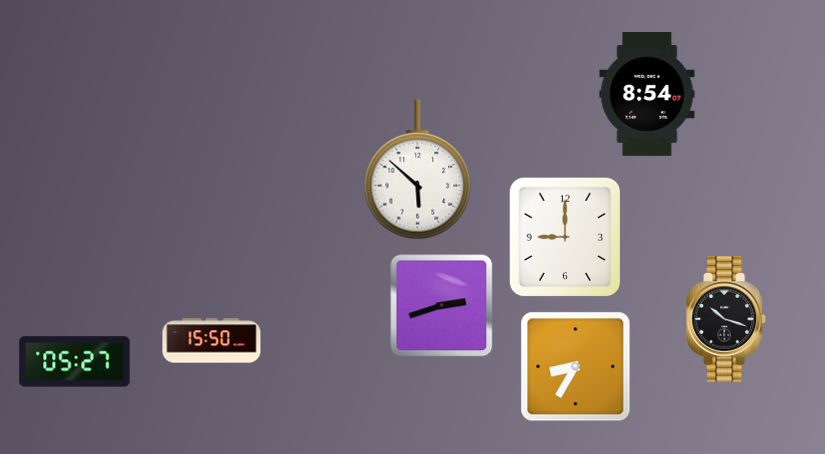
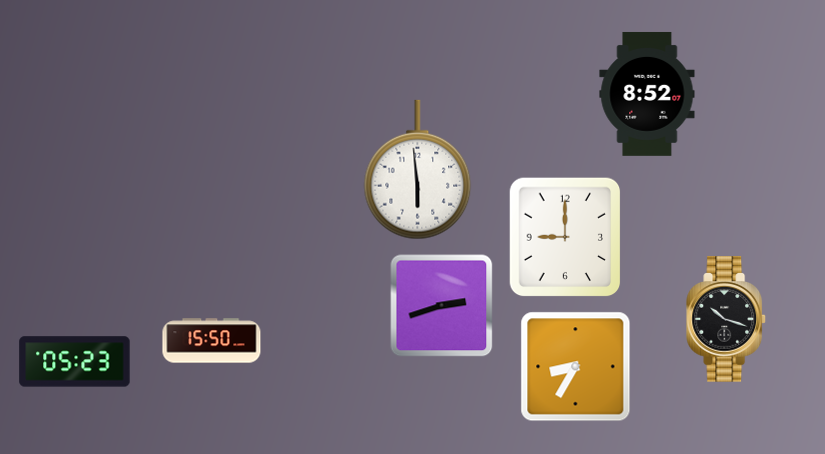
clock at (647, 94): 8:54 -> 8:52
clock at (418, 170): 5:52 -> 5:59
clock at (75, 362): 05:27 -> 05:23
